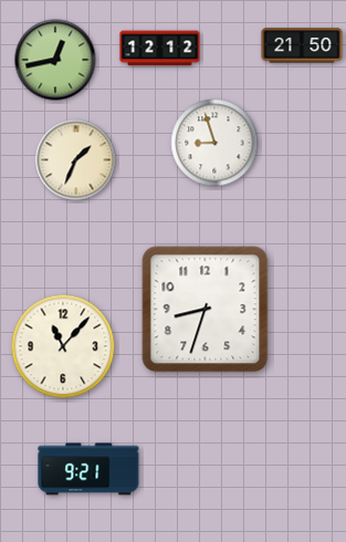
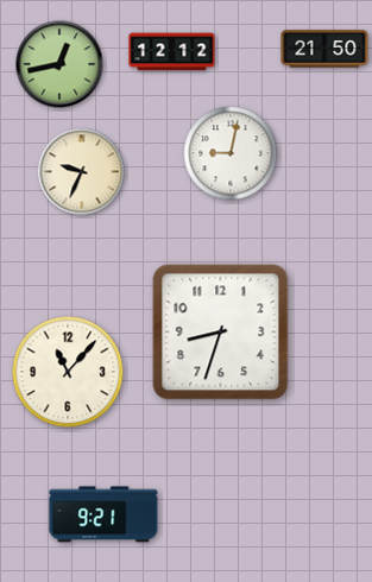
clock at (214, 143): 8:57 -> 9:02
clock at (76, 160): 1:34 -> 9:34
clock at (88, 469) position: (88, 469) -> (103, 514)
